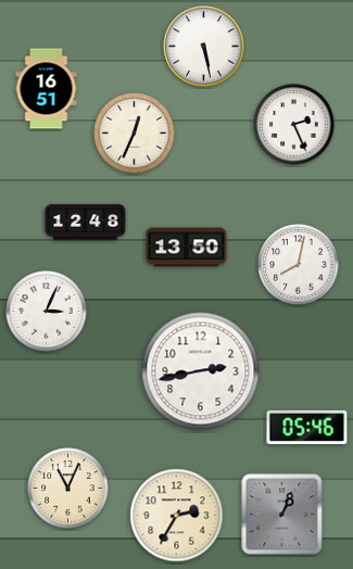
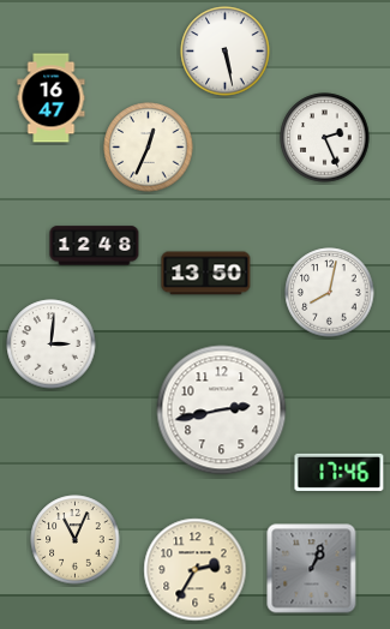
clock at (47, 89): 16:51 -> 16:47
clock at (47, 312): 3:04 -> 3:01
clock at (307, 427): 05:46 -> 17:46
